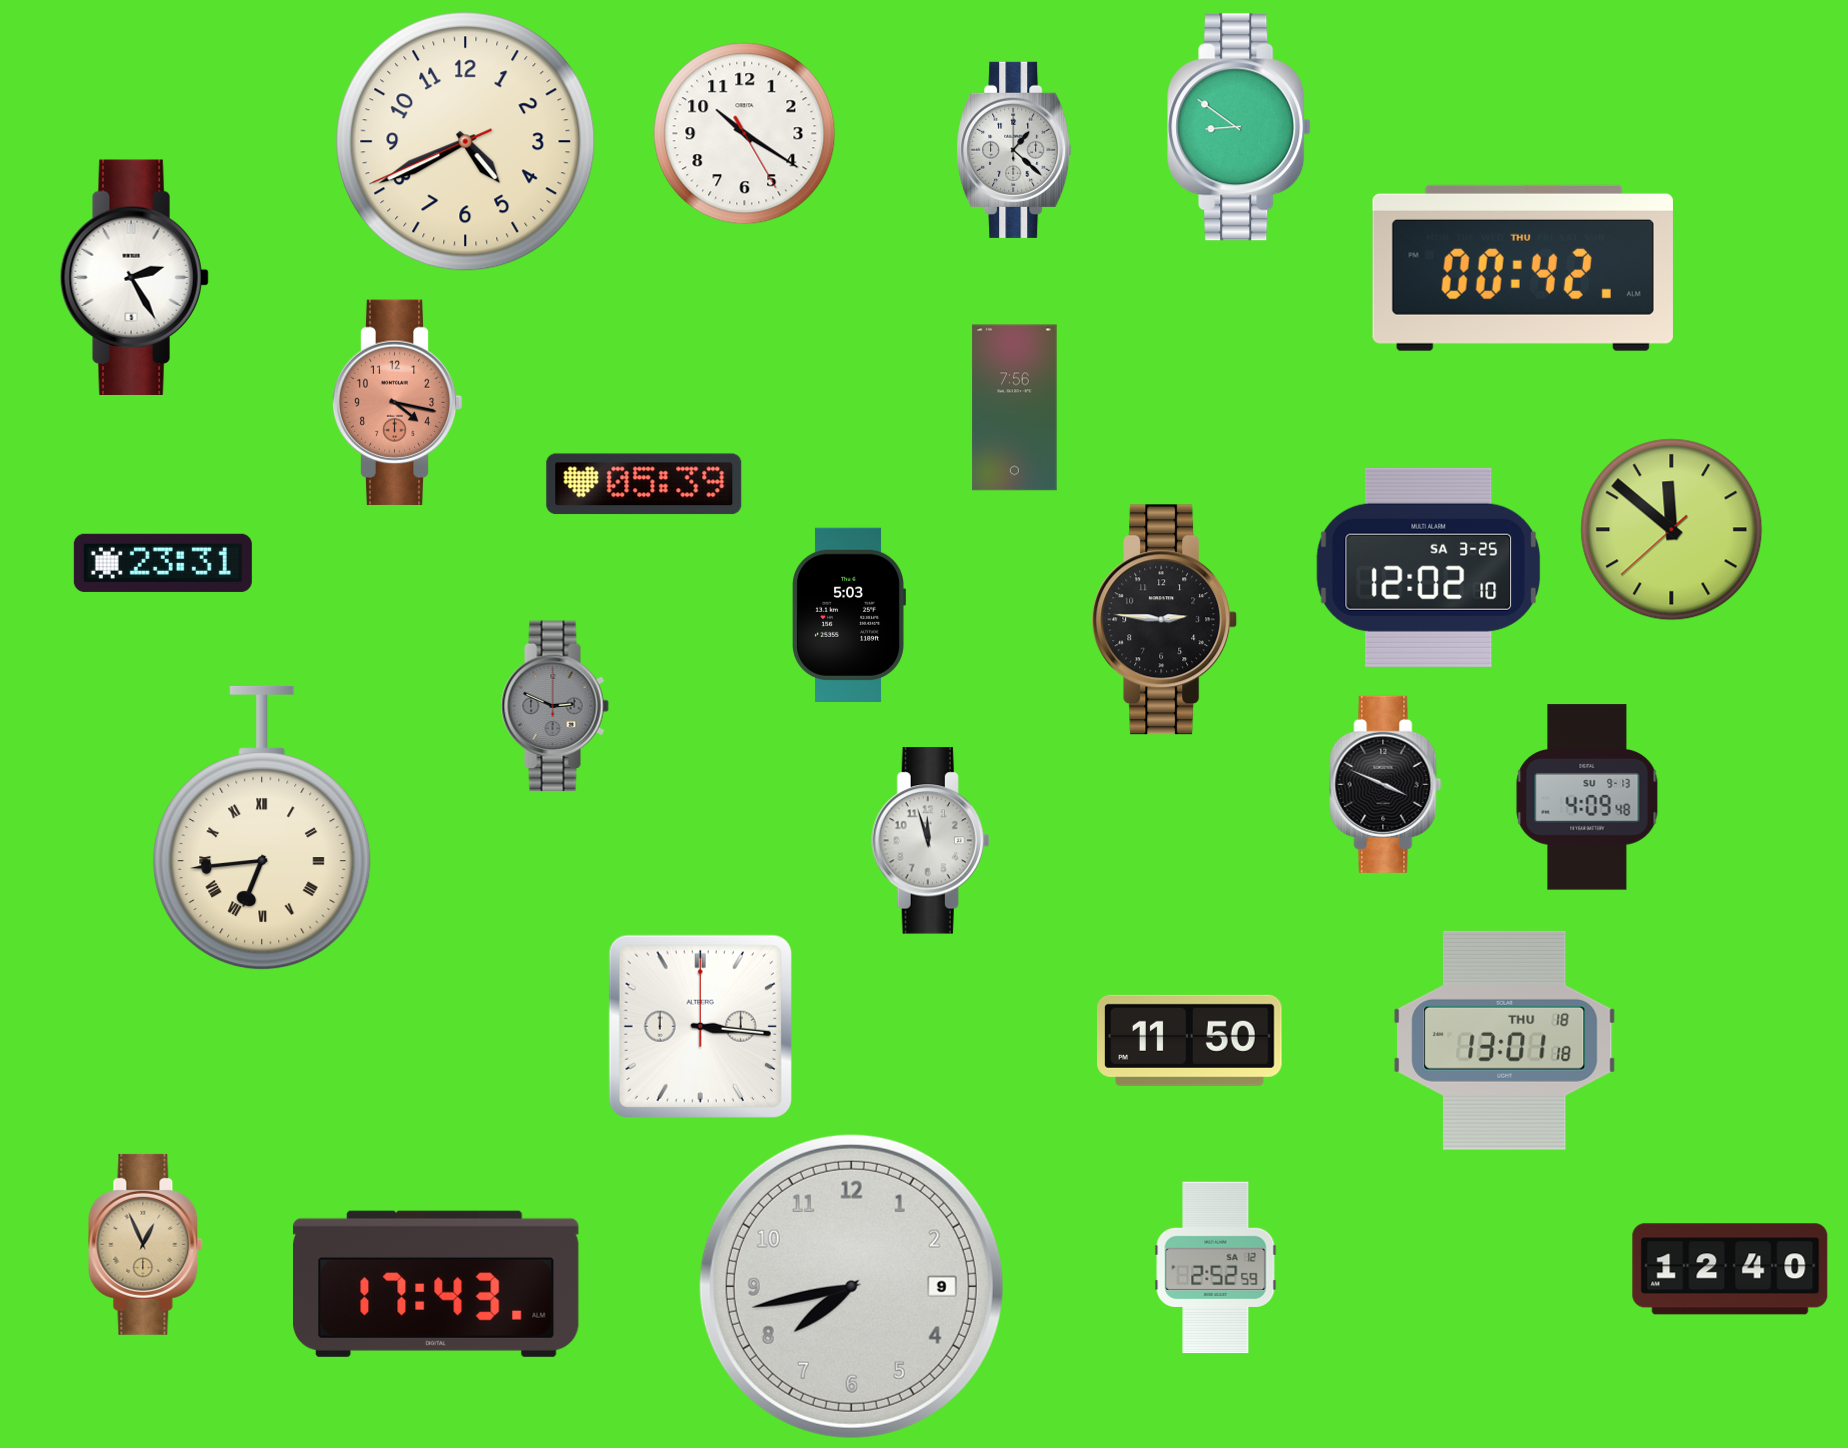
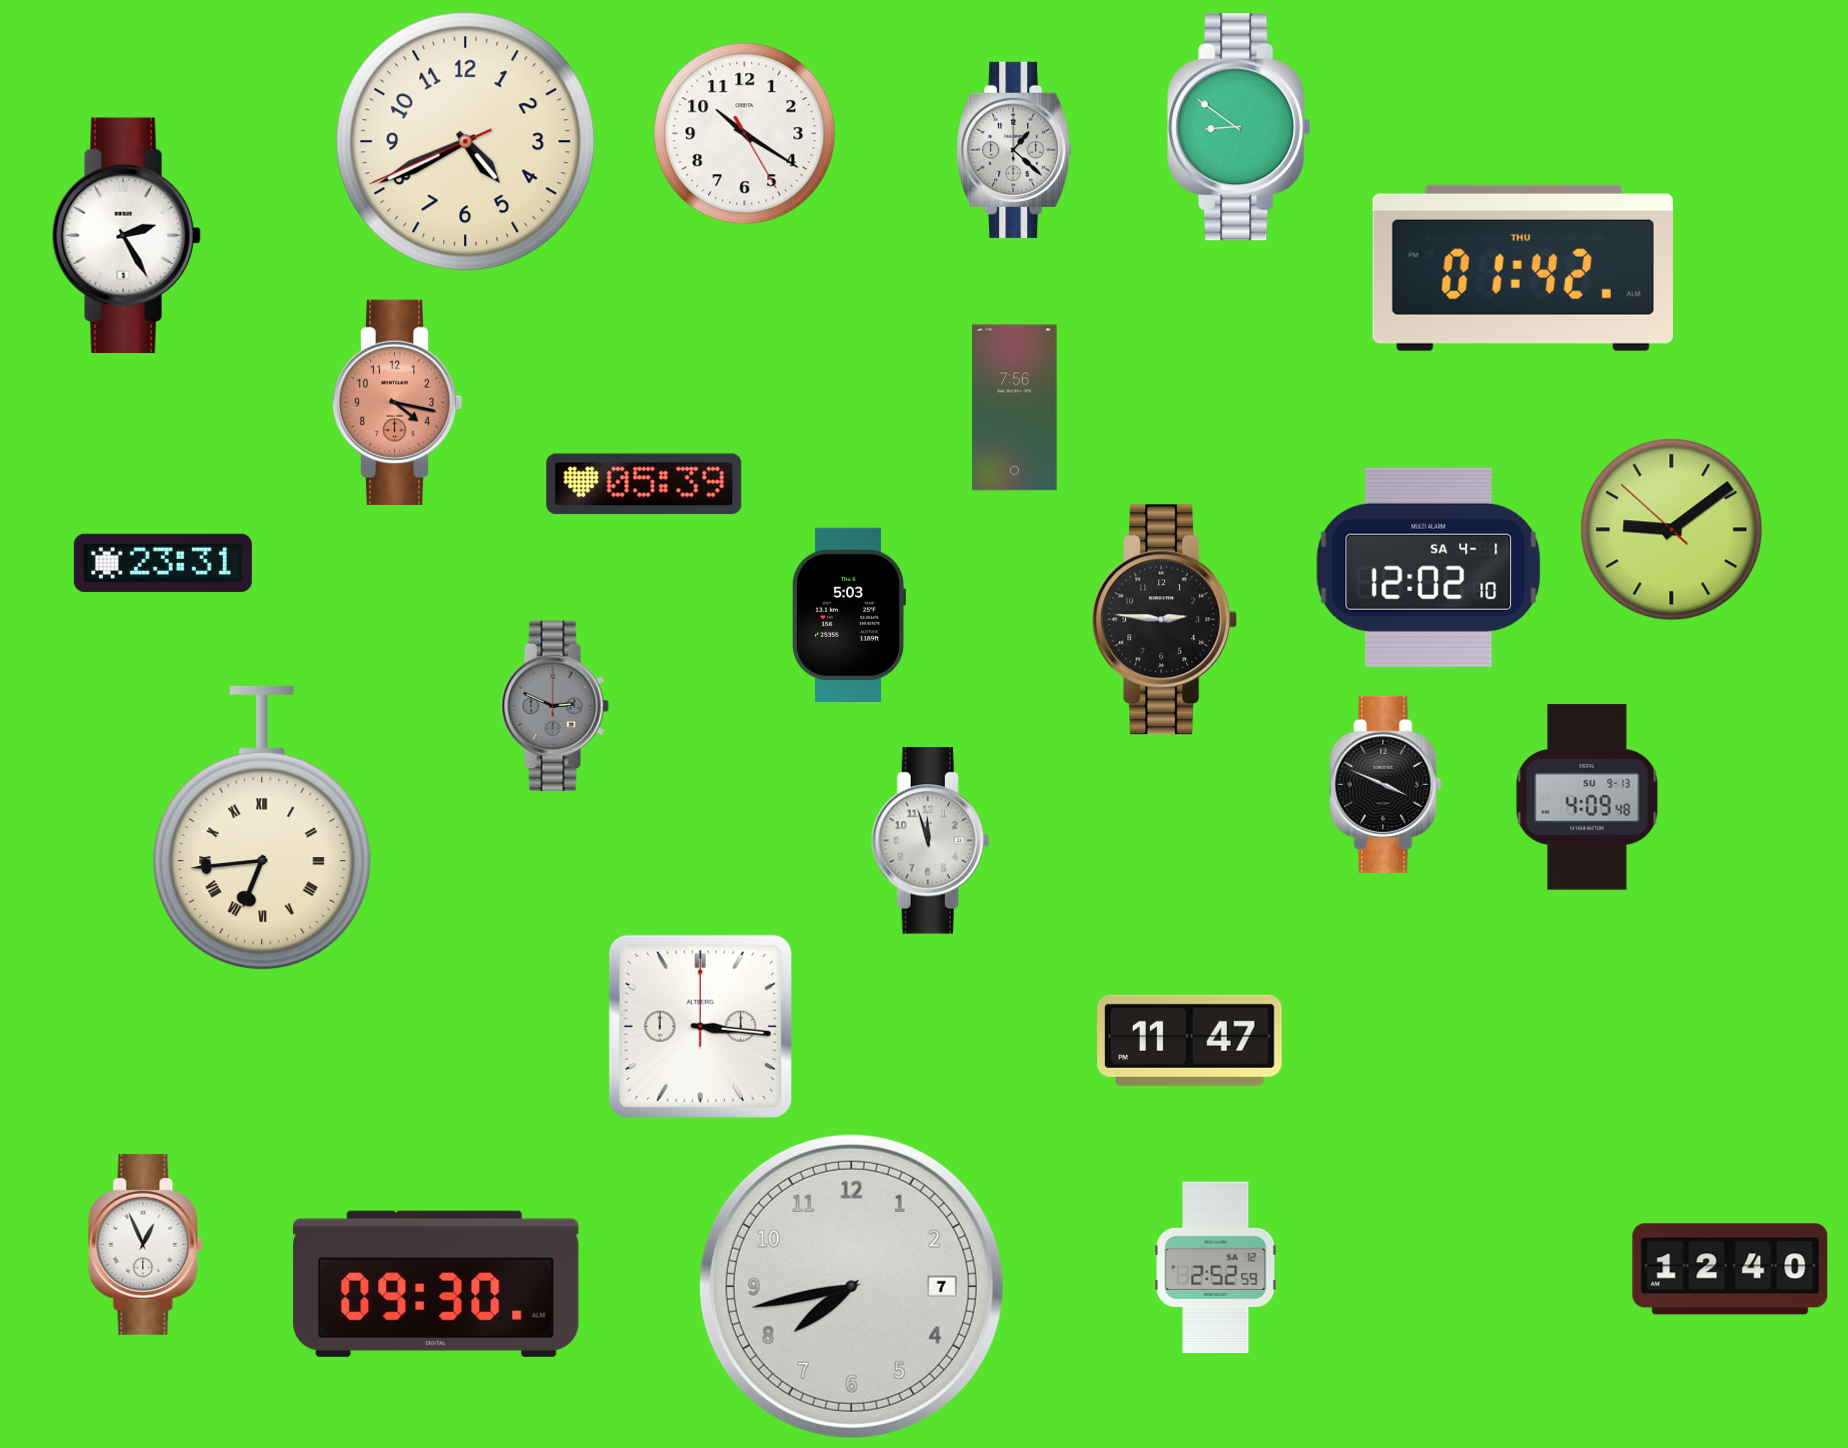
clock at (1523, 268): 00:42 -> 01:42
clock at (134, 277) position: (134, 277) -> (126, 235)
clock at (1672, 530): 11:51 -> 9:08
clock at (1429, 567) date: SA 3-25 -> SA 4-1
clock at (1190, 1040): 11:50 -> 11:47
clock at (1505, 1040): 13:01 -> none
clock at (146, 1244) dial: champagne -> white
clock at (436, 1284): 17:43 -> 09:30
clock at (851, 1286) date: 9 -> 7
